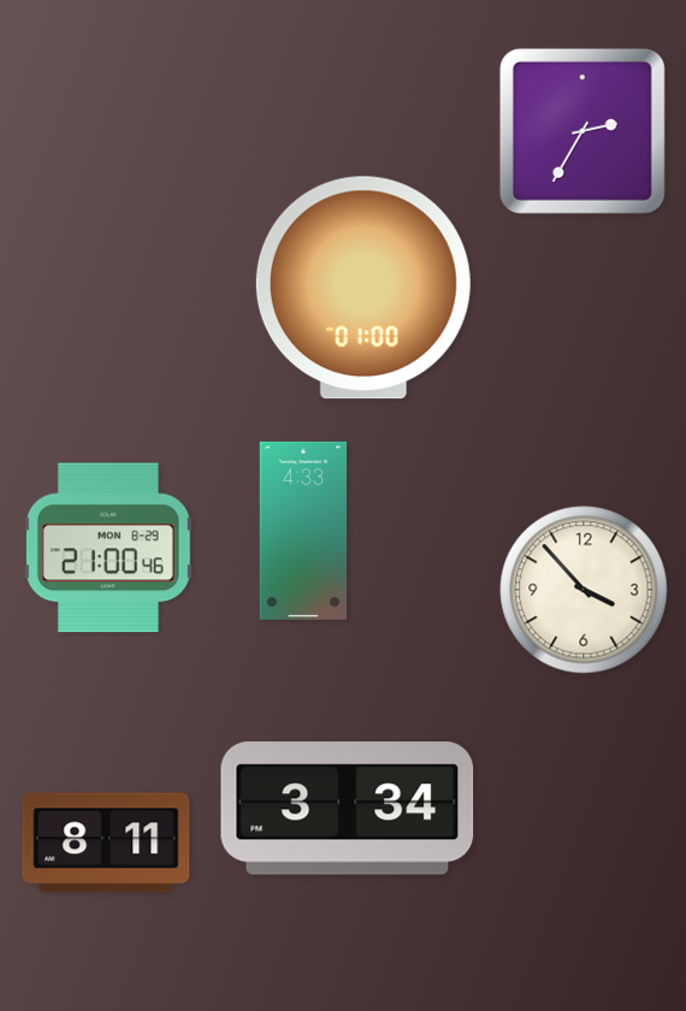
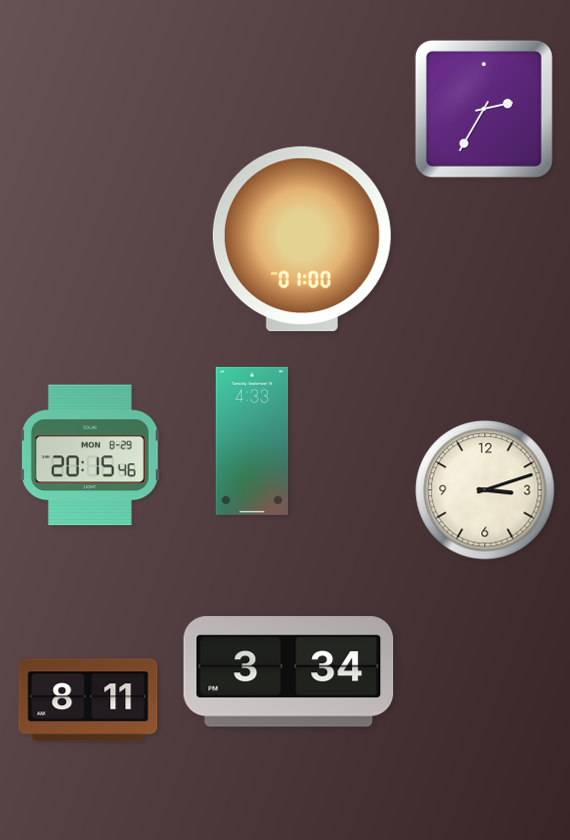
clock at (108, 548): 21:00 -> 20:15
clock at (584, 590): 3:53 -> 3:12
